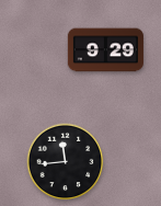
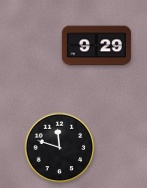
clock at (66, 162): 11:44 -> 11:48
